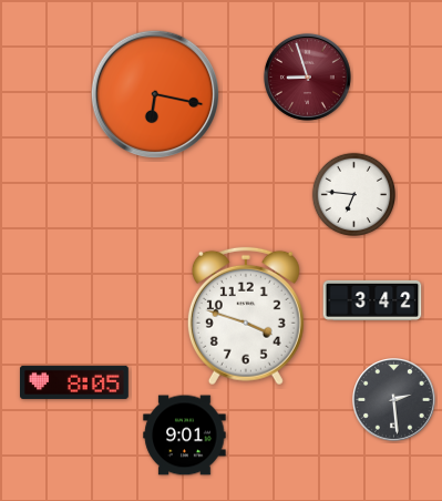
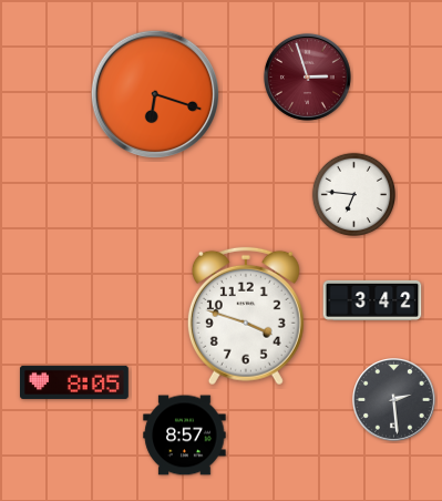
clock at (307, 76): 8:57 -> 2:57
clock at (155, 94): 6:17 -> 6:18
clock at (185, 436): 9:01 -> 8:57
